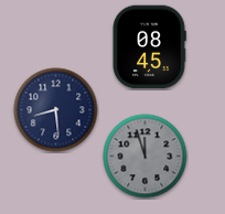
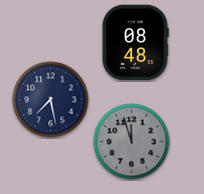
clock at (149, 47): 08:45 -> 08:48
clock at (56, 110): 8:29 -> 7:28
